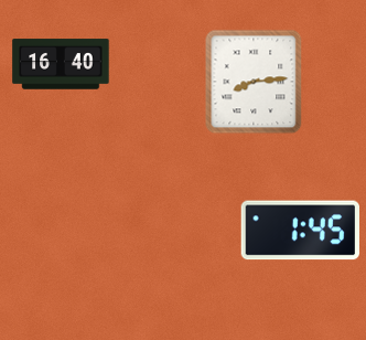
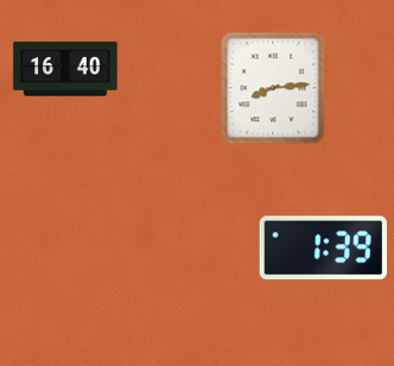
clock at (300, 231): 1:45 -> 1:39
